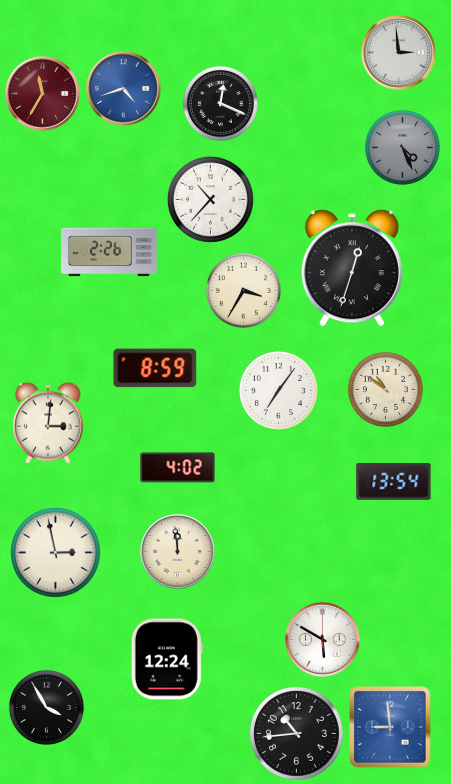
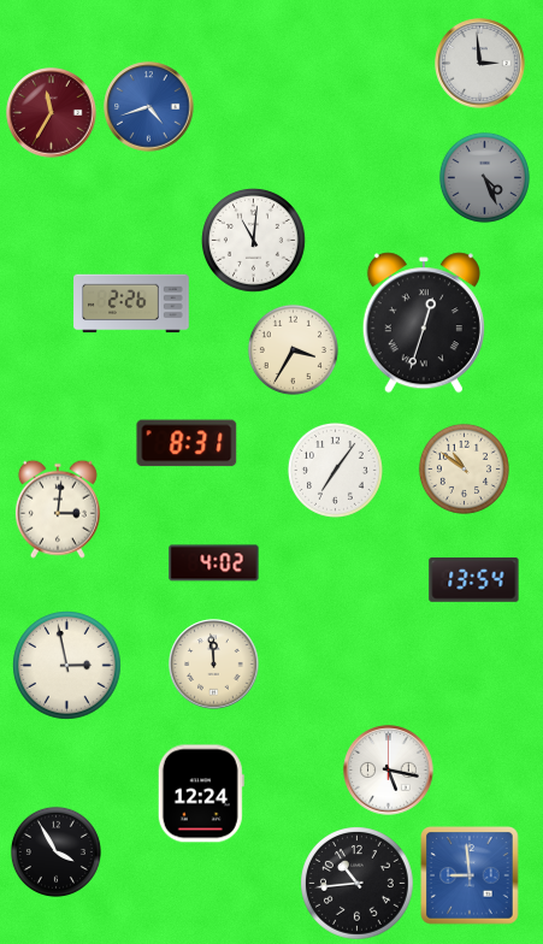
clock at (220, 103): 12:19 -> none
clock at (210, 199): 10:37 -> 11:01
clock at (155, 368): 8:59 -> 8:31
clock at (323, 640): 5:50 -> 5:17
